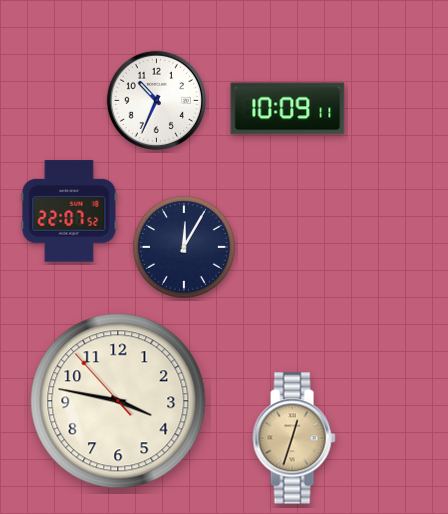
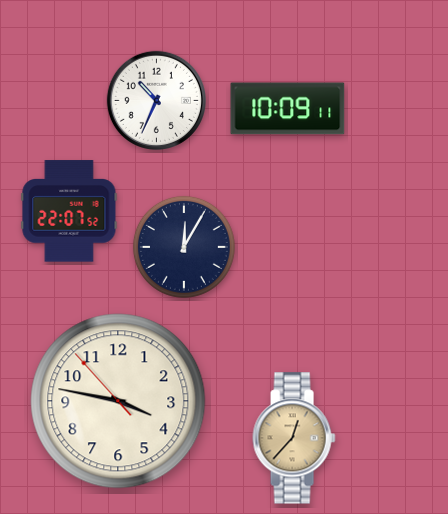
clock at (294, 438): 12:33 -> 12:37
